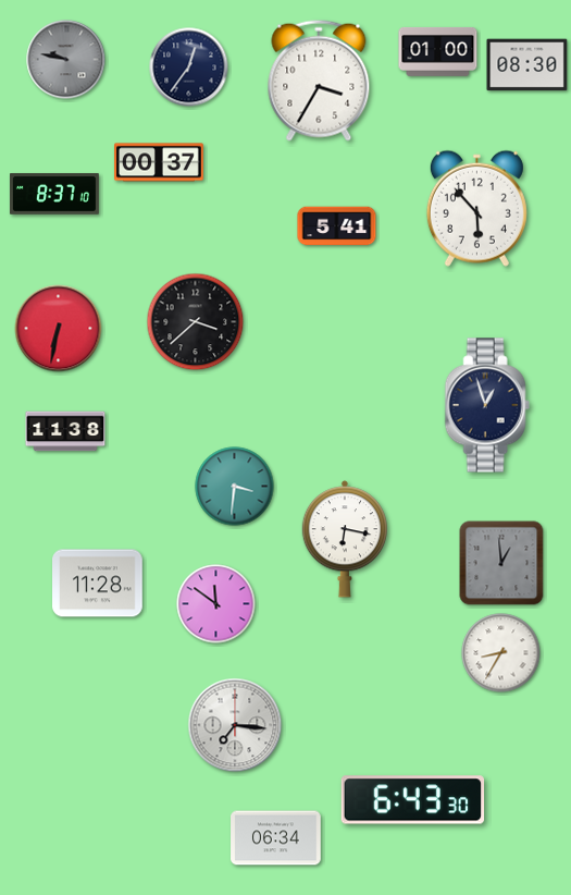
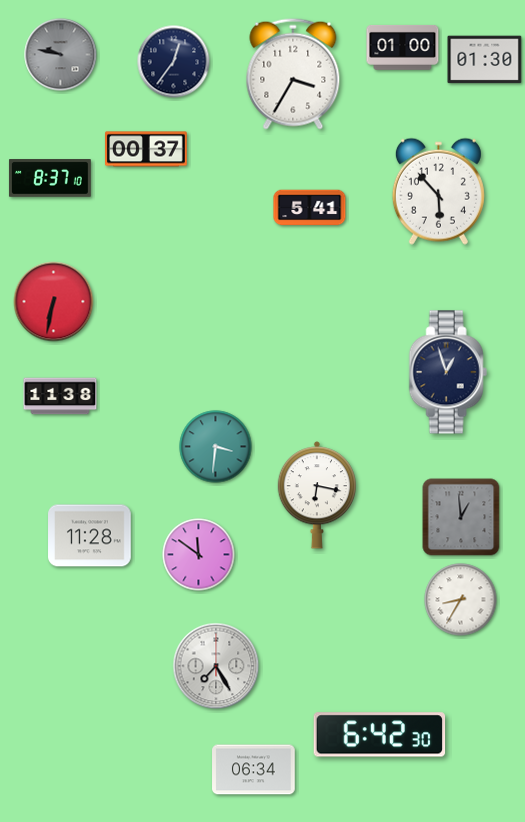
clock at (527, 65): 08:30 -> 01:30
clock at (196, 322): 3:38 -> none
clock at (235, 725): 7:16 -> 7:25
clock at (413, 800): 6:43 -> 6:42
